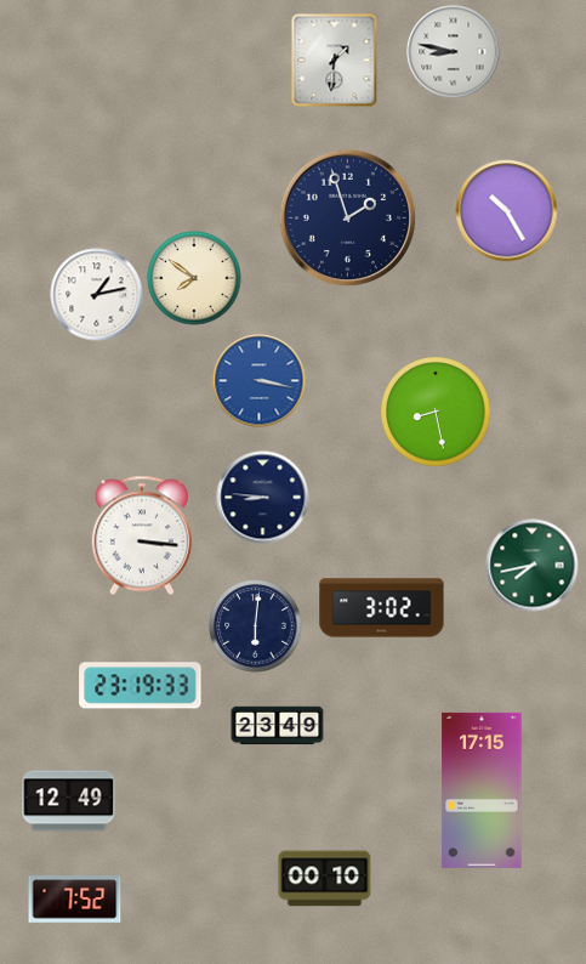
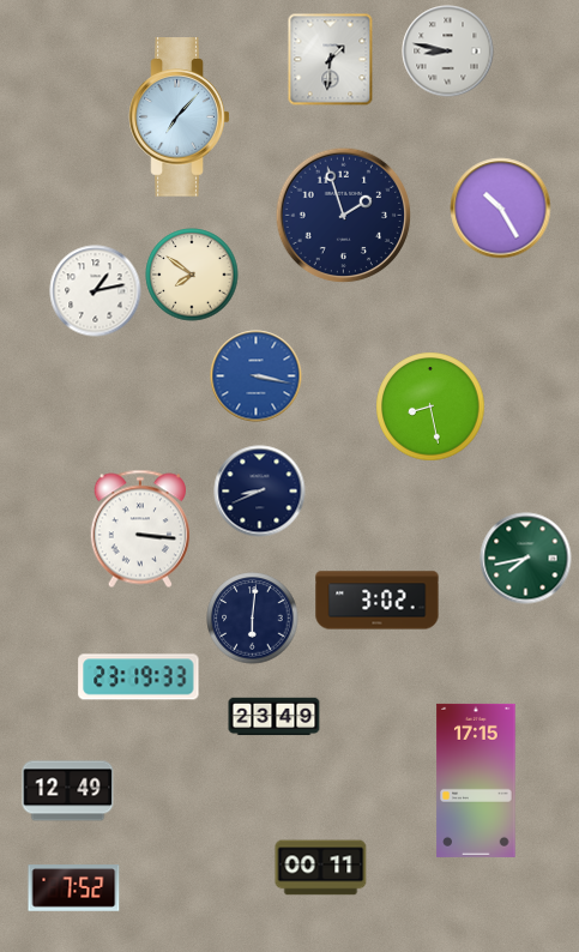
clock at (180, 118): none -> 7:07
clock at (263, 498): 8:46 -> 8:41
clock at (325, 879): 00:10 -> 00:11
